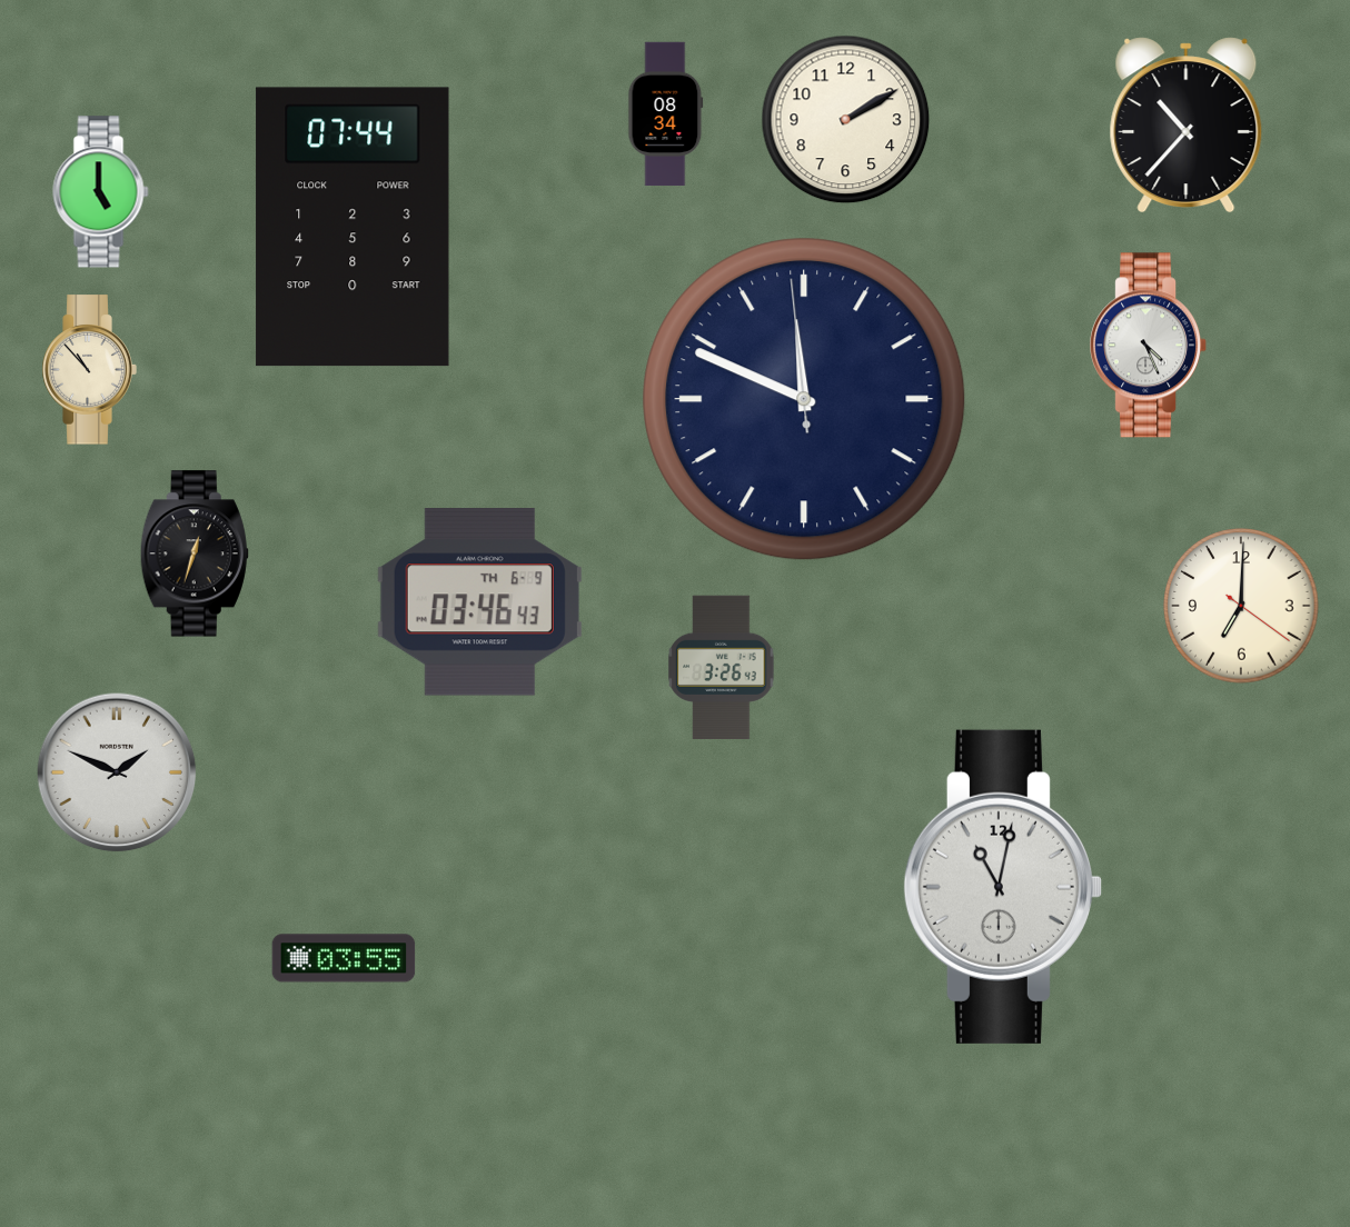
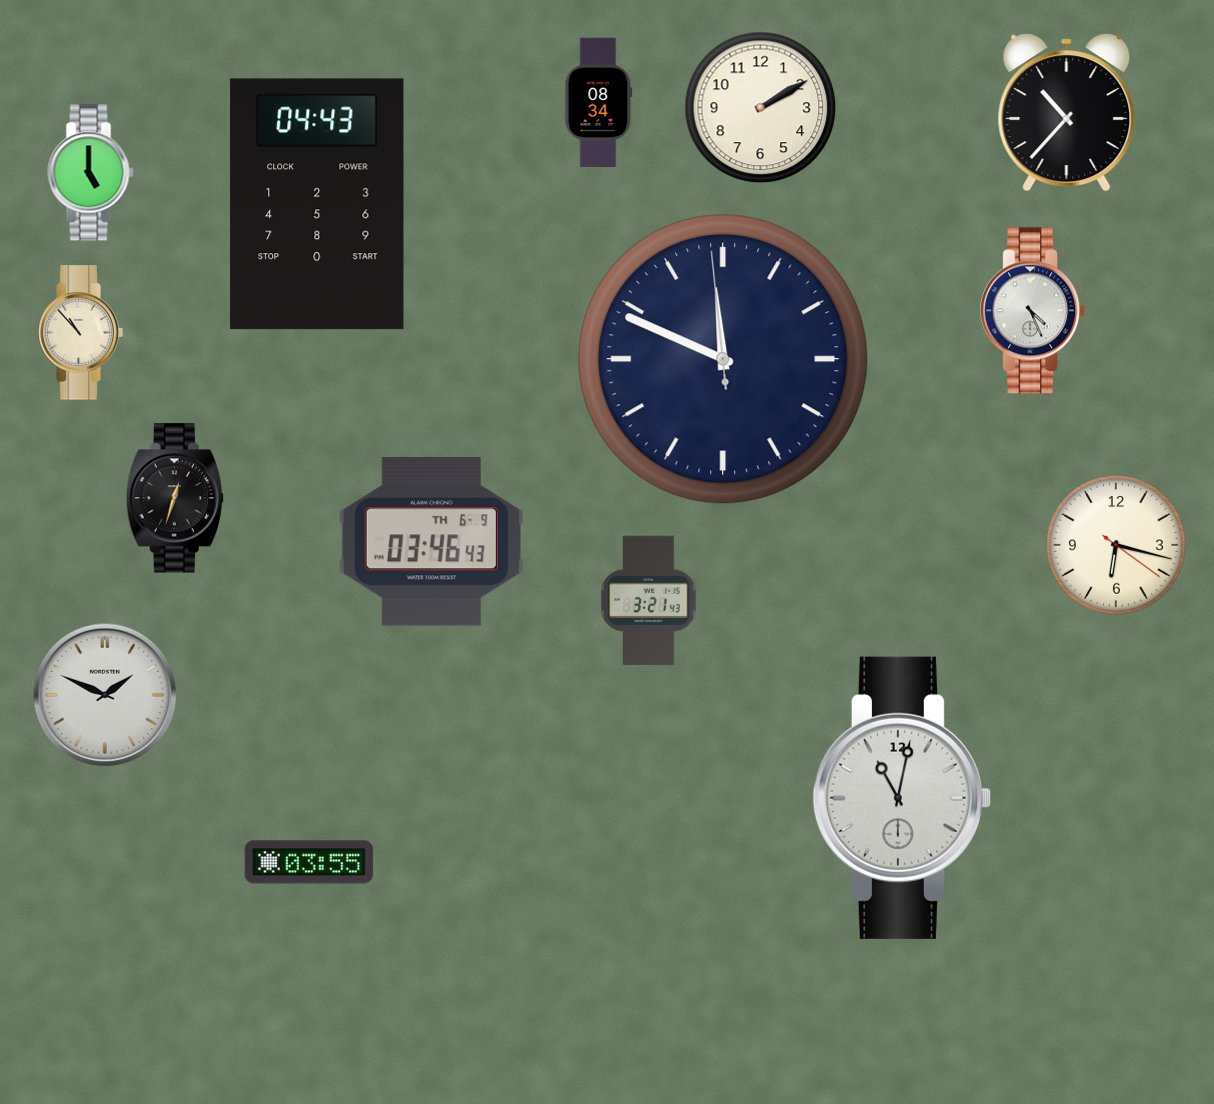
clock at (353, 227): 07:44 -> 04:43
clock at (1241, 606): 7:00 -> 6:17
clock at (722, 668): 3:26 -> 3:21
